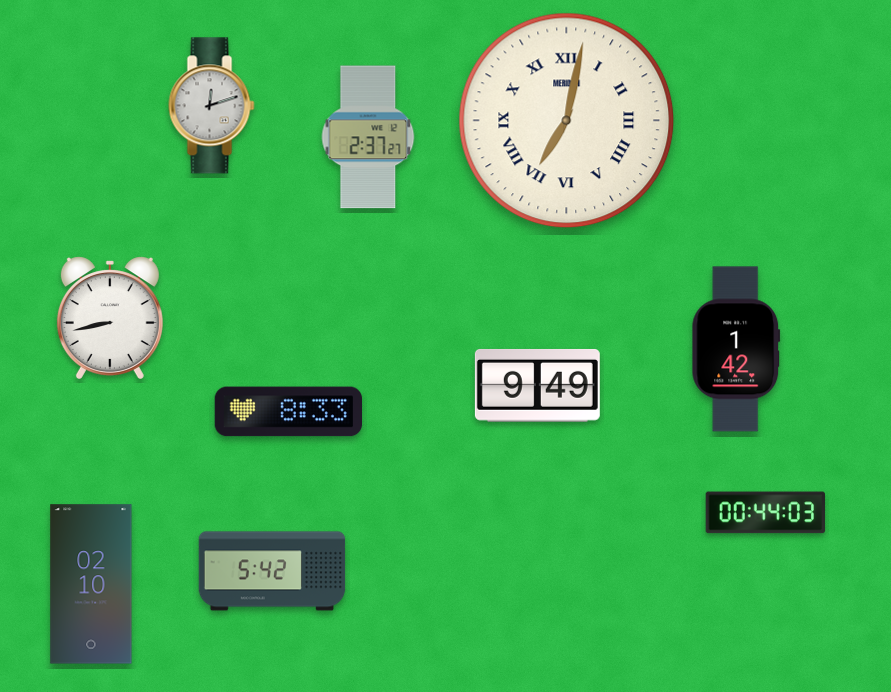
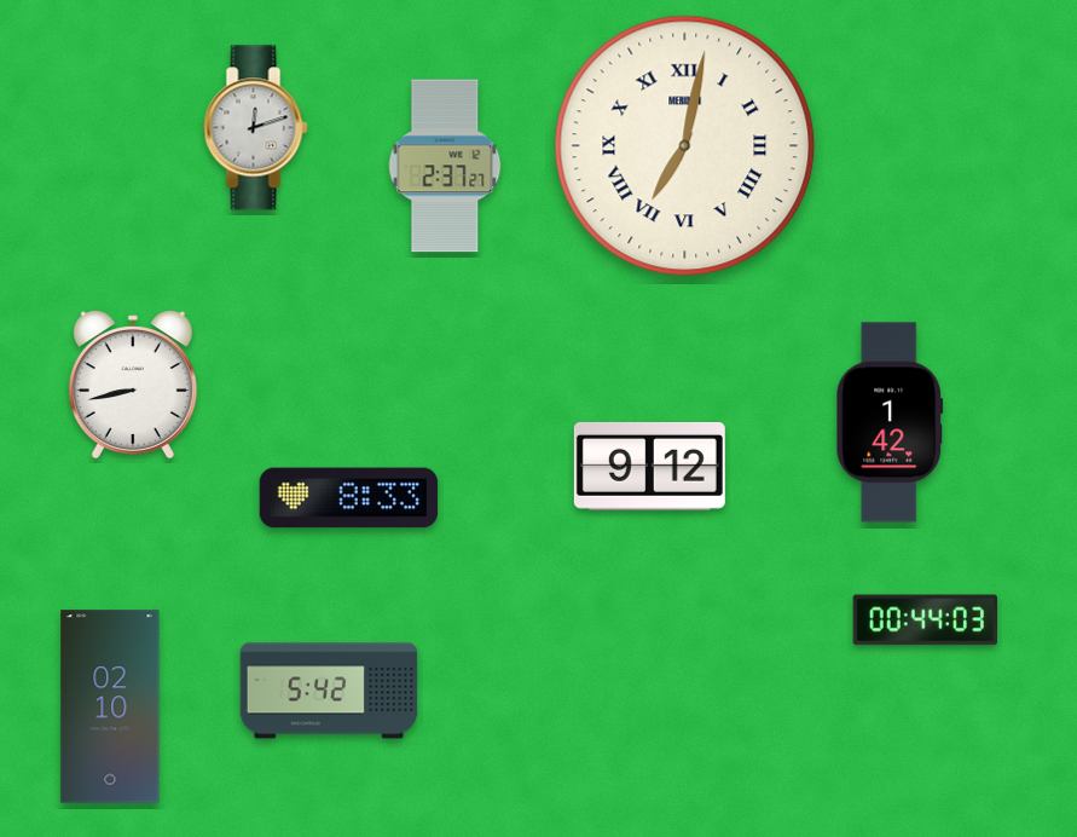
clock at (537, 385): 9:49 -> 9:12
